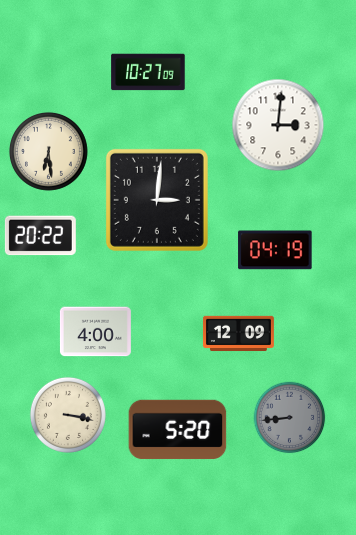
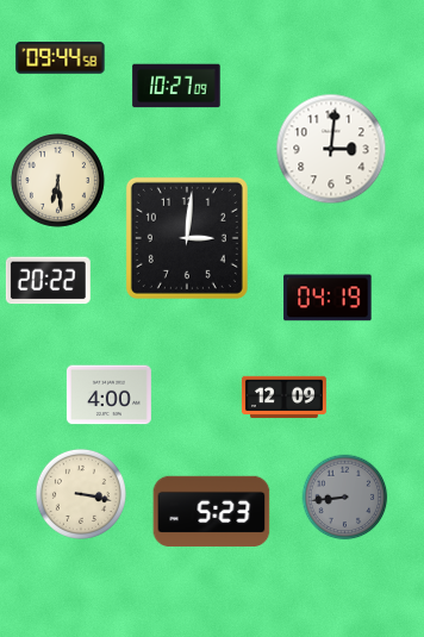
clock at (61, 58): none -> 09:44
clock at (95, 332) position: (95, 332) -> (108, 395)
clock at (178, 430): 5:20 -> 5:23
